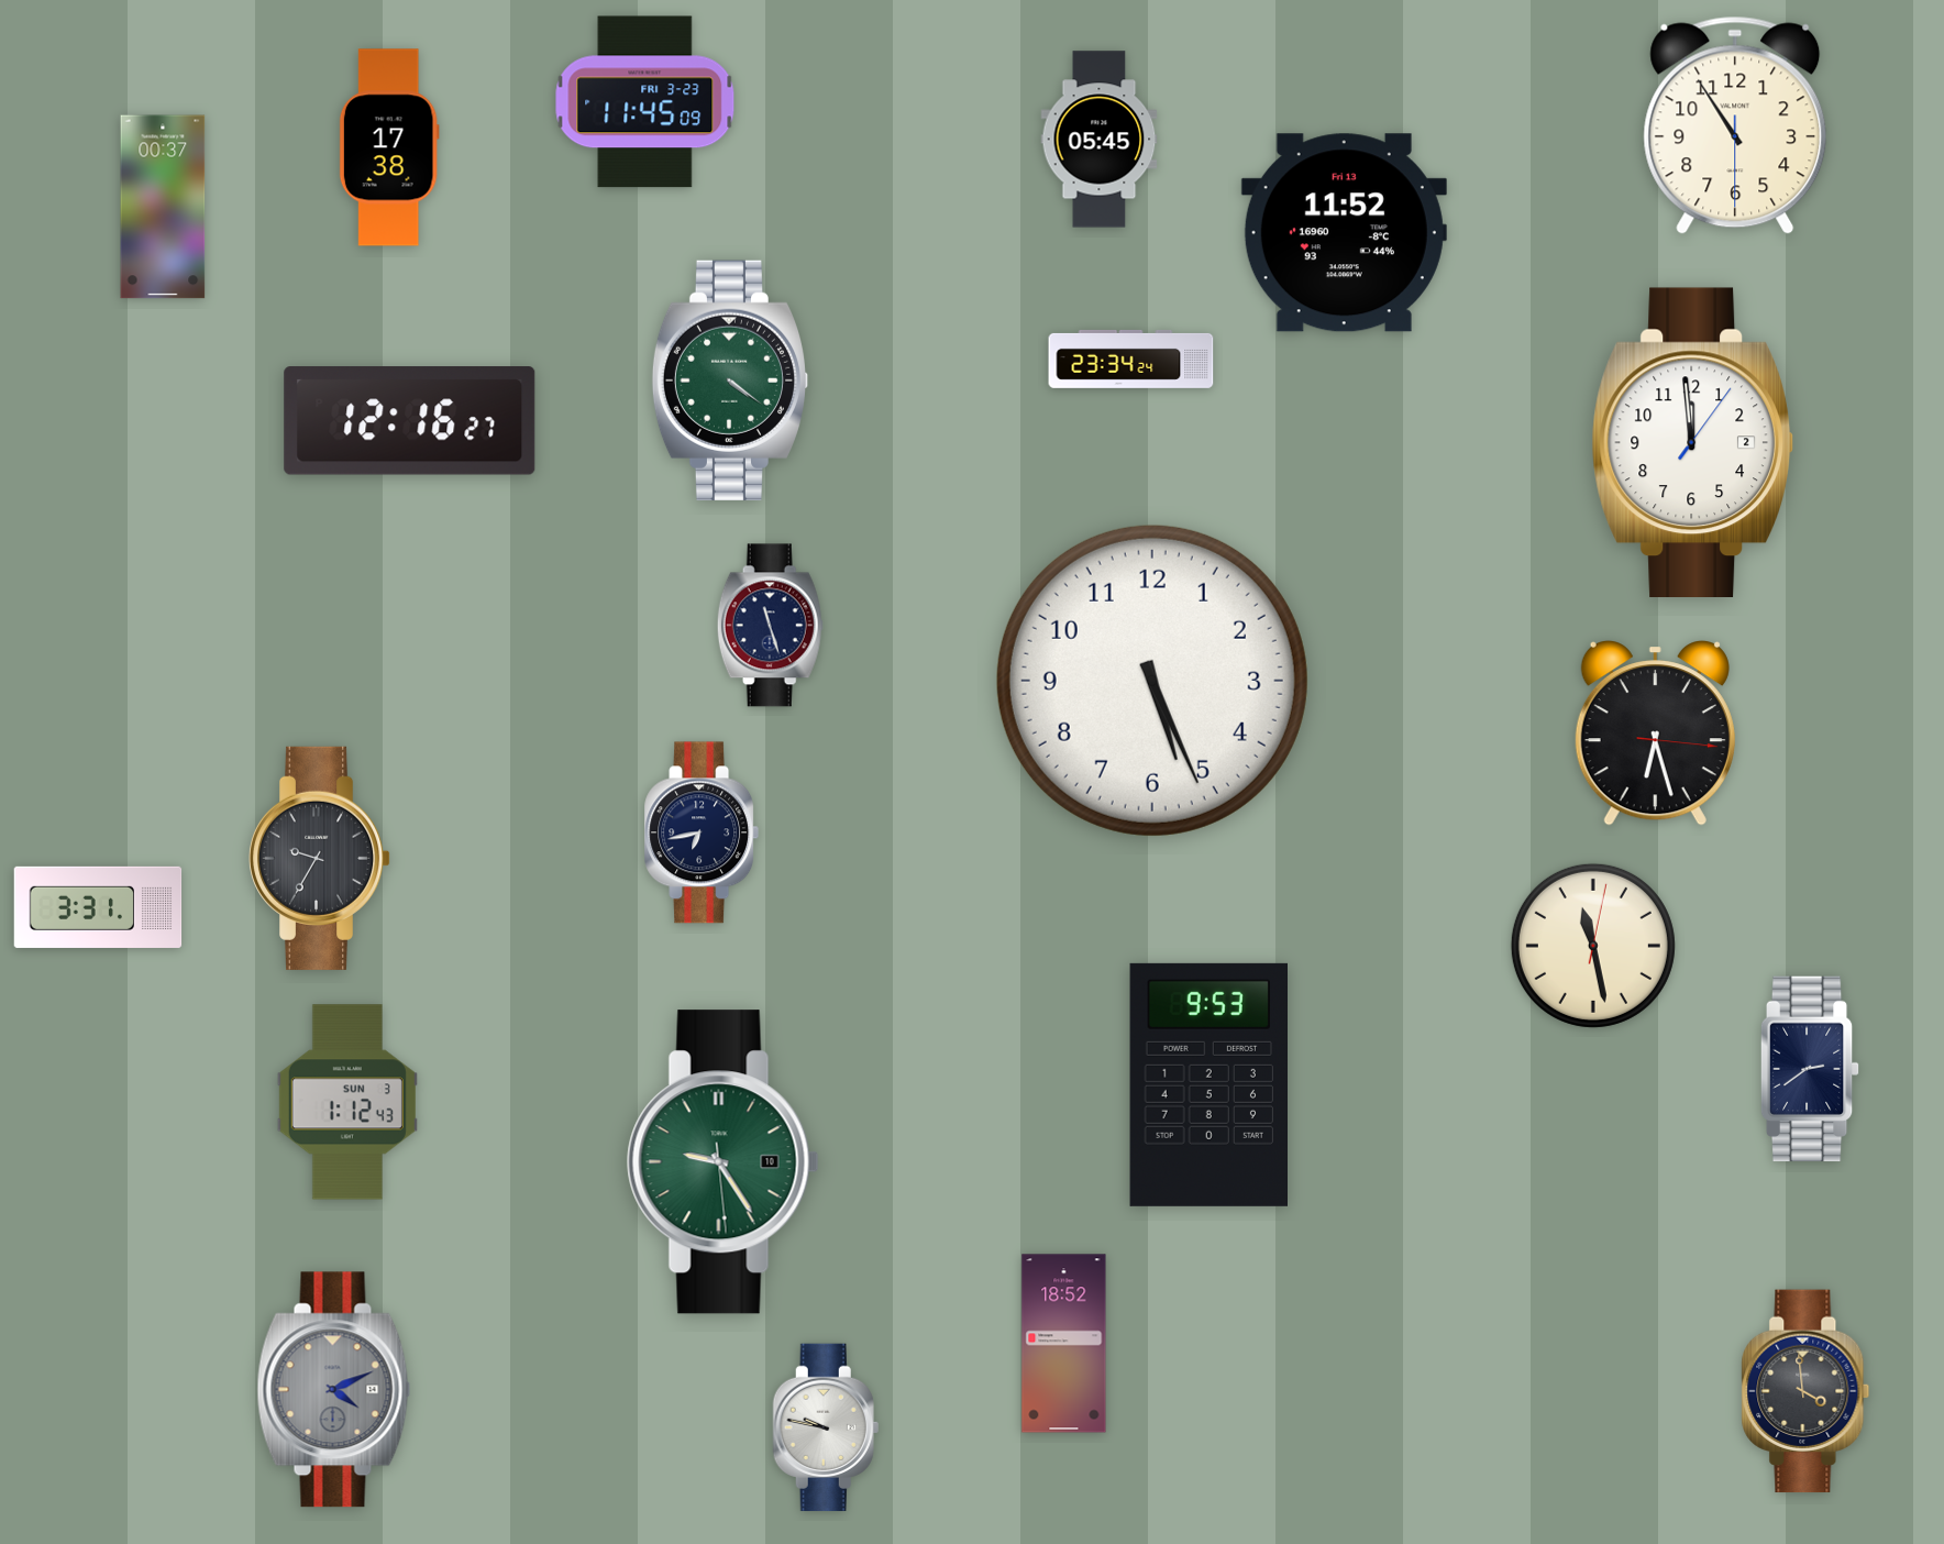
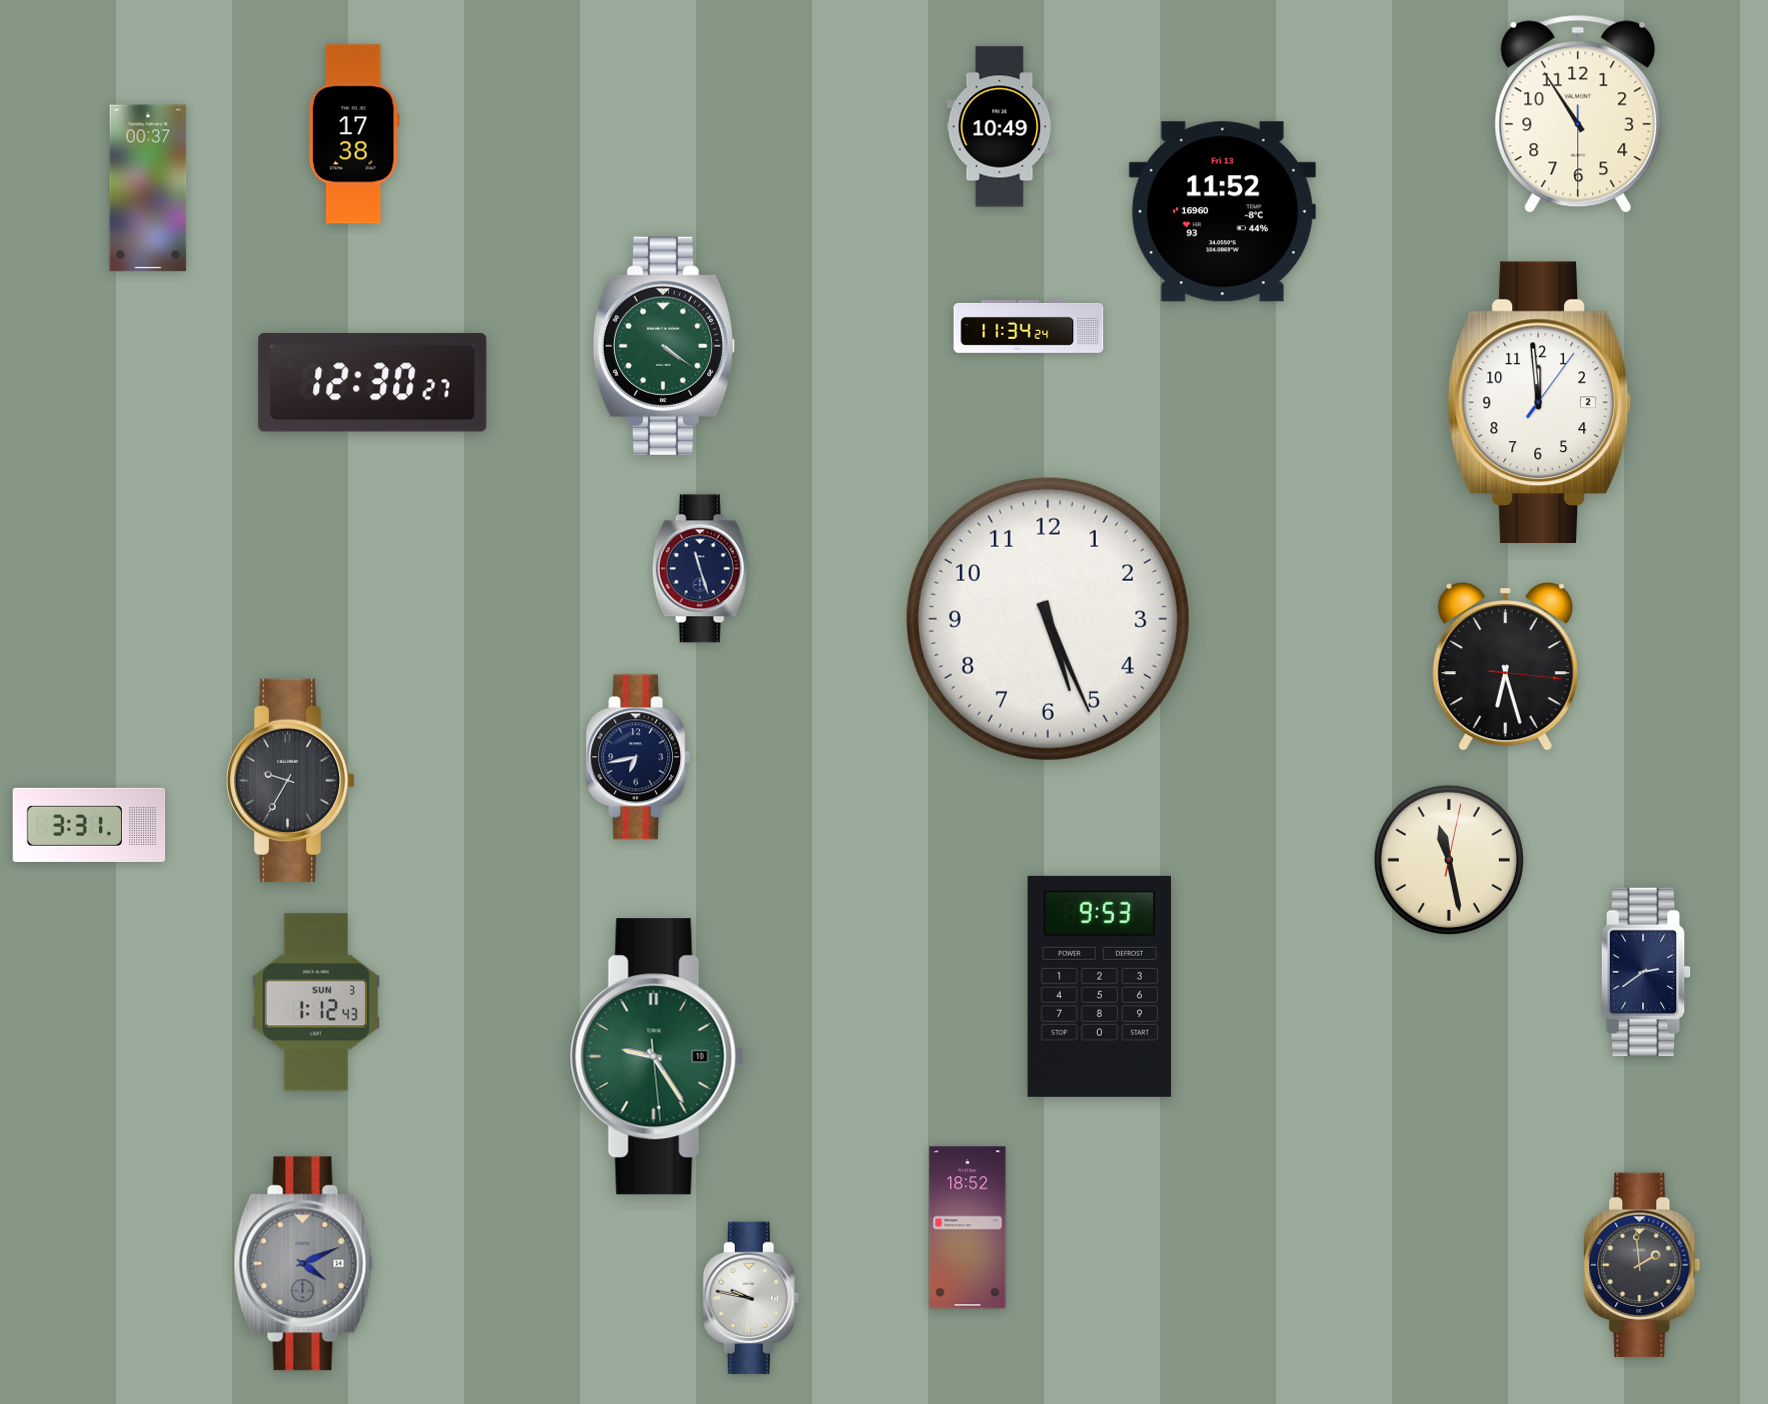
clock at (645, 102): 11:45 -> none
clock at (1100, 140): 05:45 -> 10:49
clock at (1131, 359): 23:34 -> 11:34
clock at (410, 421): 12:16 -> 12:30
clock at (1064, 1344) position: (1064, 1344) -> (968, 1228)
clock at (1805, 1391): 3:59 -> 1:59
